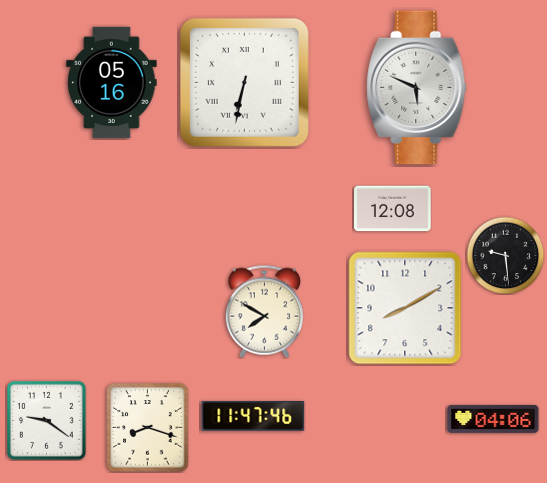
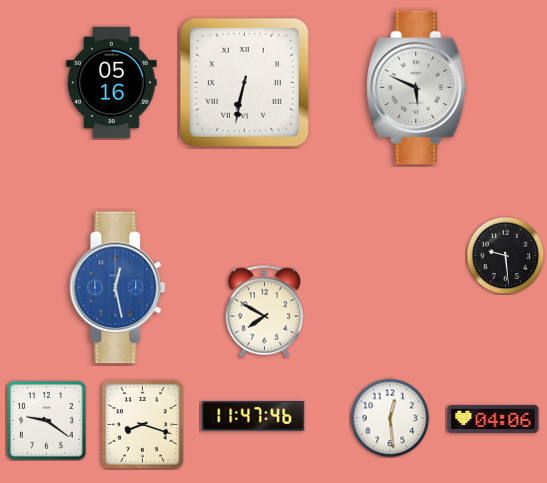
clock at (393, 209): 12:08 -> none
clock at (118, 288): none -> 12:28
clock at (405, 308): 8:10 -> none
clock at (390, 418): none -> 12:29
clock at (148, 428) position: (148, 428) -> (143, 425)
